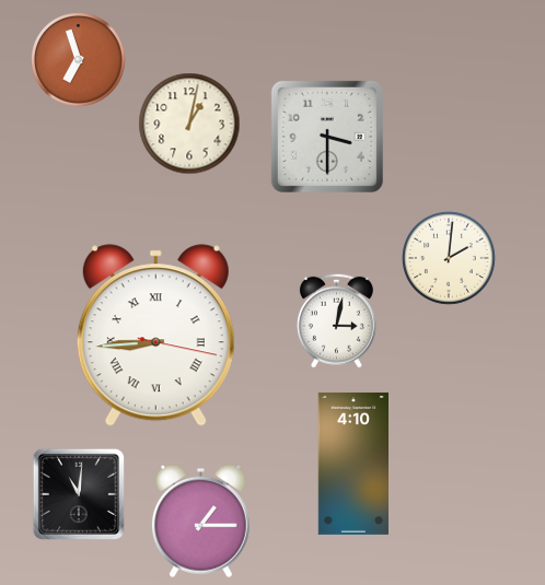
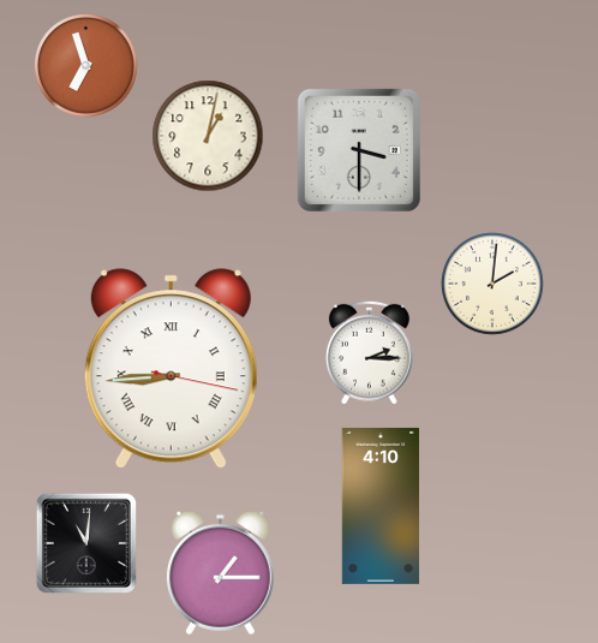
clock at (336, 320): 3:02 -> 2:15
clock at (352, 464) position: (352, 464) -> (379, 506)
